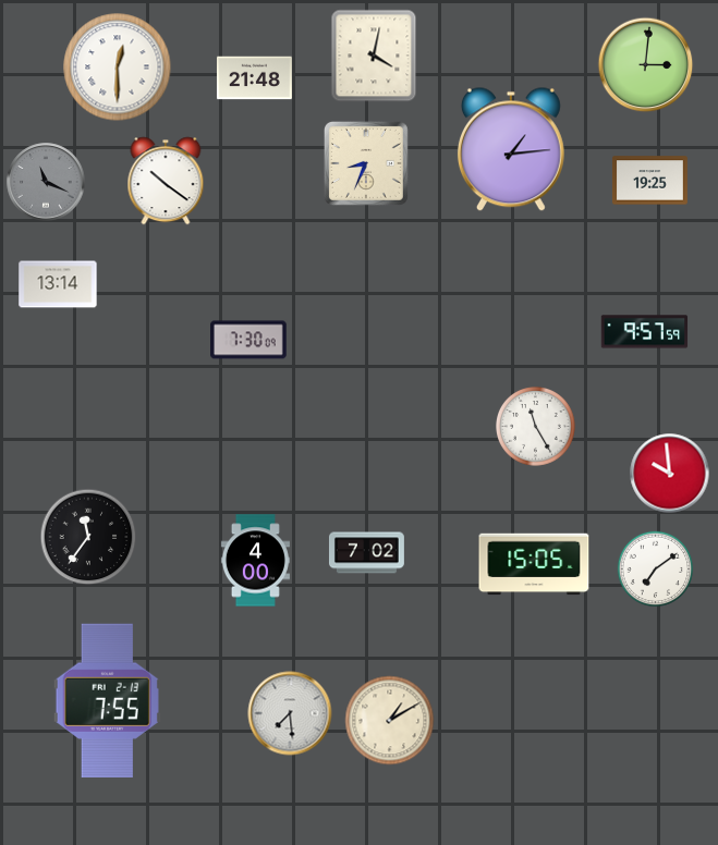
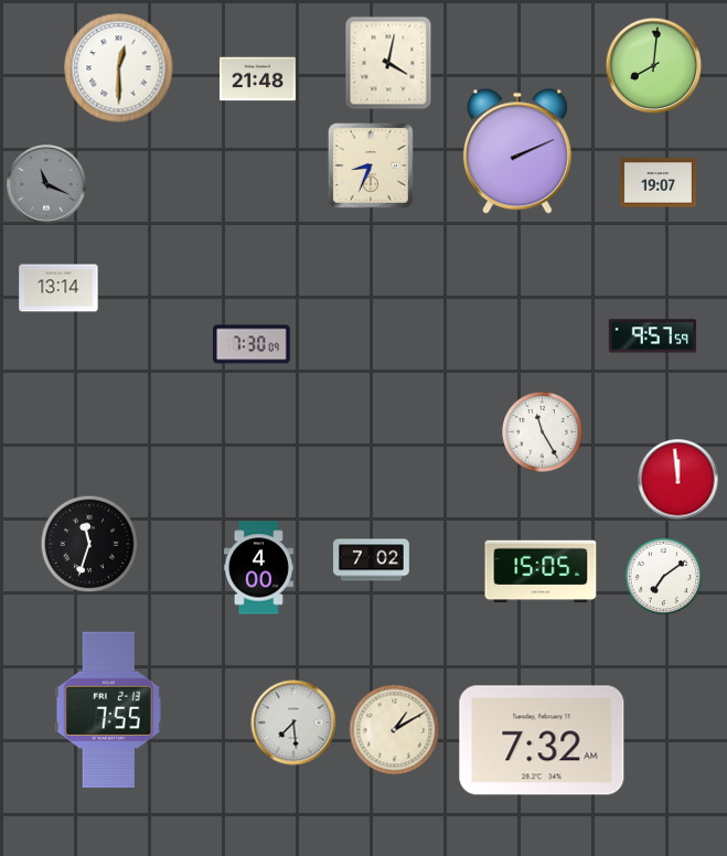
clock at (374, 56) position: (374, 56) -> (388, 63)
clock at (646, 65): 3:01 -> 8:01
clock at (511, 149): 1:14 -> 2:11
clock at (166, 181): 10:21 -> none
clock at (649, 181): 19:25 -> 19:07
clock at (670, 474): 9:59 -> 11:59
clock at (88, 537): 11:36 -> 11:33
clock at (542, 740): none -> 7:32
